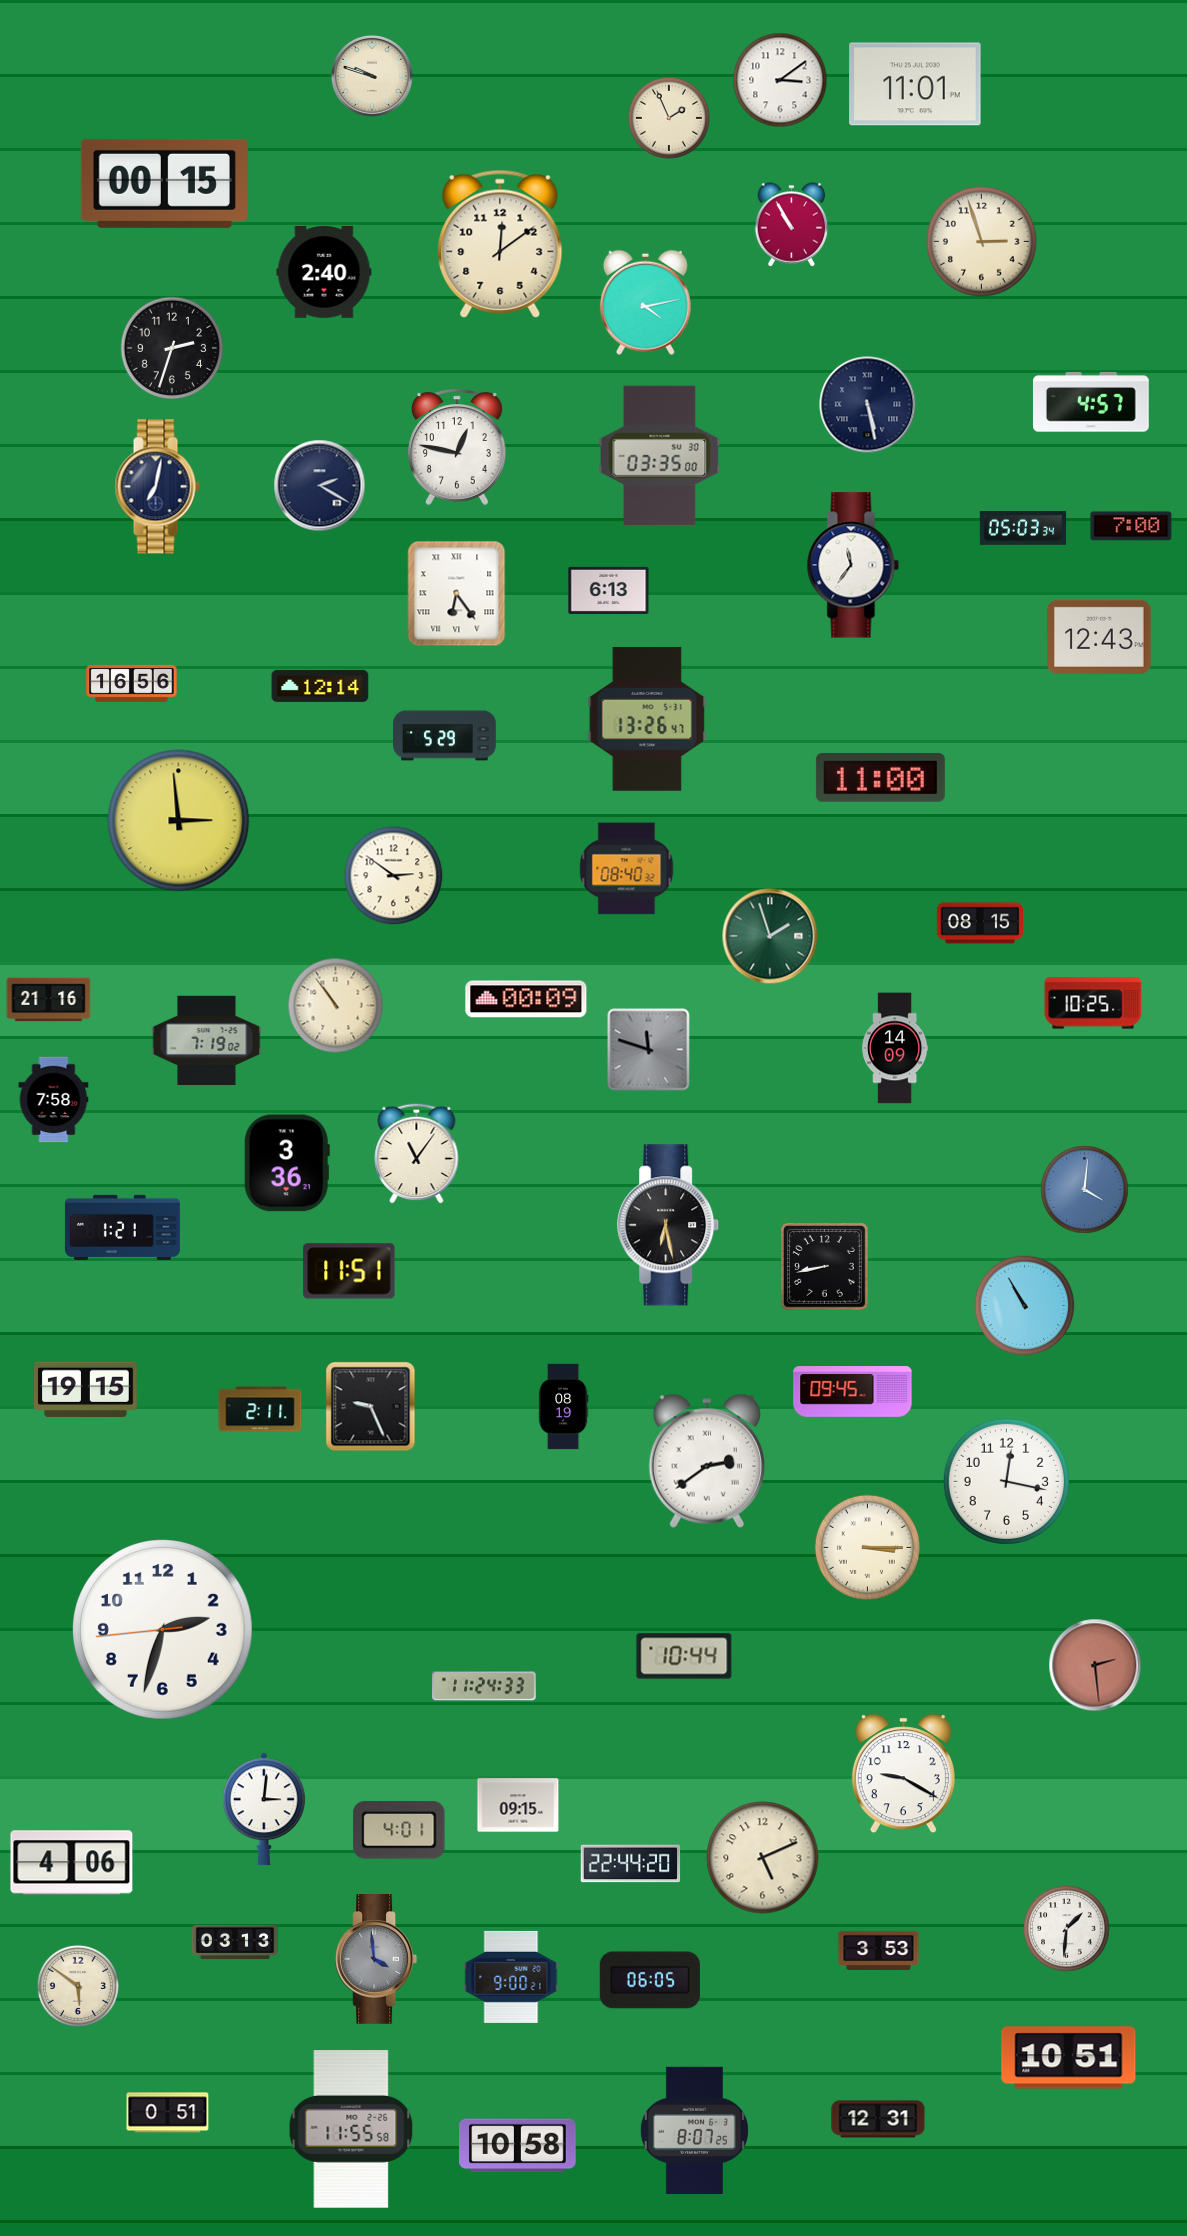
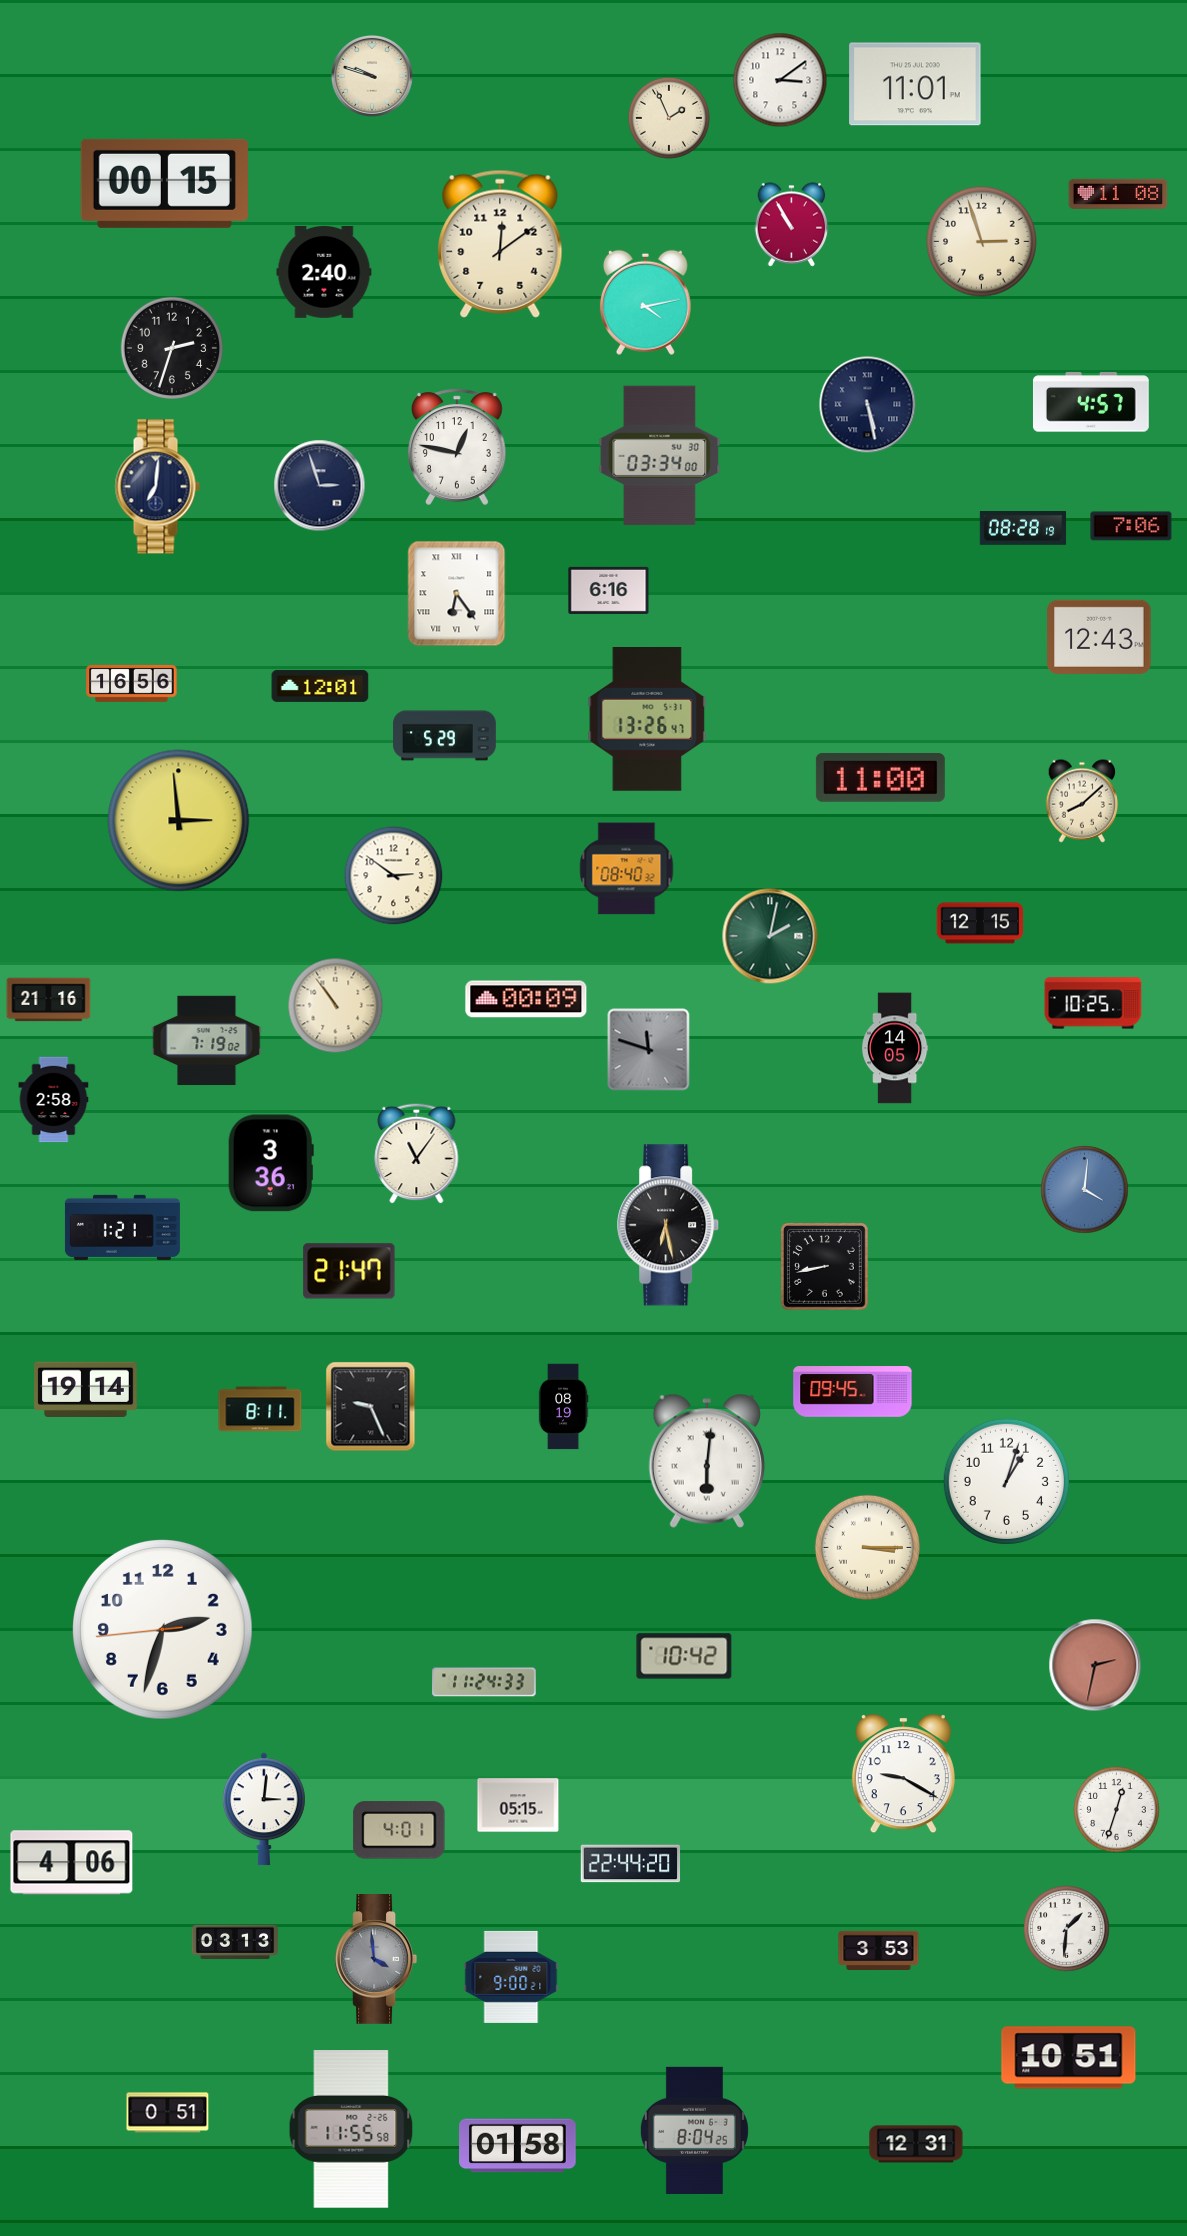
clock at (1118, 194): none -> 11:08
clock at (660, 456): 03:35 -> 03:34
clock at (320, 486): 2:20 -> 2:57
clock at (157, 487): 7:02 -> 7:01
clock at (1131, 526): 7:00 -> 7:06
clock at (1023, 529): 05:03 -> 08:28
clock at (853, 565): 11:36 -> none
clock at (609, 590): 6:13 -> 6:16
clock at (320, 686): 12:14 -> 12:01
clock at (1081, 801): none -> 8:08
clock at (979, 923): 08:15 -> 12:15
clock at (770, 936): 1:57 -> 2:02
clock at (896, 1048): 14:09 -> 14:05
clock at (54, 1100): 7:58 -> 2:58
clock at (287, 1163) position: (287, 1163) -> (271, 1163)
clock at (349, 1271): 11:51 -> 21:47
clock at (1025, 1306): 10:55 -> none
clock at (86, 1389): 19:15 -> 19:14
clock at (260, 1409): 2:11 -> 8:11
clock at (706, 1461): 2:39 -> 6:01
clock at (1006, 1481): 12:17 -> 1:03
clock at (684, 1656): 10:44 -> 10:42
clock at (1095, 1665): 2:29 -> 2:32
clock at (484, 1686) position: (484, 1686) -> (484, 1682)
clock at (518, 1805): 09:15 -> 05:15
clock at (1117, 1810): none -> 12:33
clock at (763, 1858): 5:11 -> none
clock at (650, 1980): 06:05 -> none
clock at (78, 1986): 5:51 -> none
clock at (878, 2119) position: (878, 2119) -> (916, 2144)
clock at (694, 2130): 8:07 -> 8:04
clock at (518, 2146): 10:58 -> 01:58
